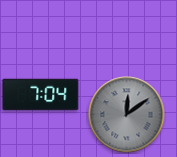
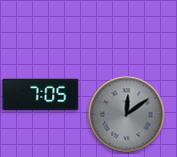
clock at (41, 95): 7:04 -> 7:05
